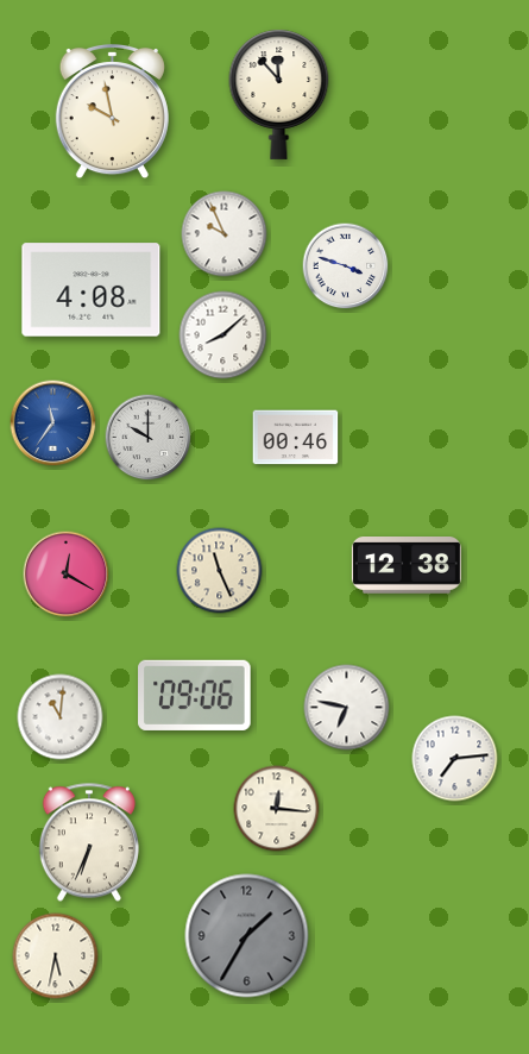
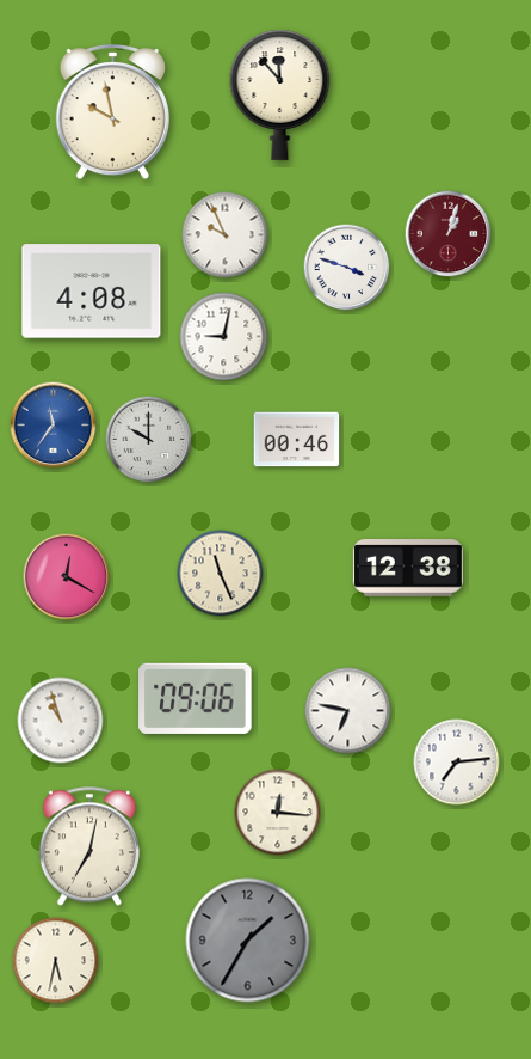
clock at (449, 234): none -> 1:03
clock at (223, 335): 8:08 -> 9:02
clock at (61, 717): 11:01 -> 10:57
clock at (89, 842): 6:34 -> 7:02
